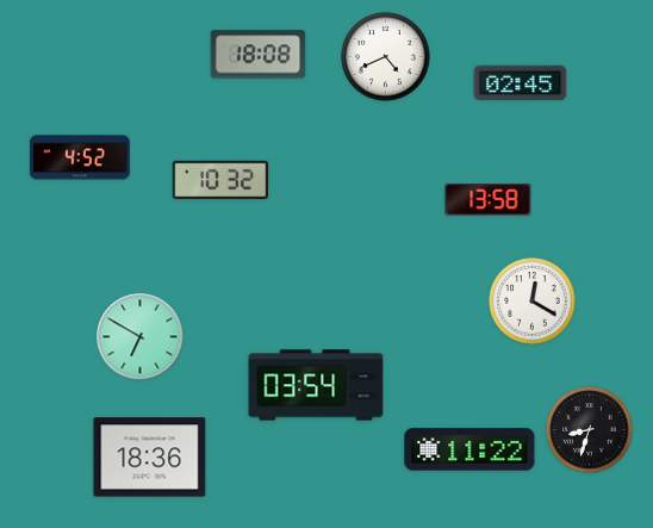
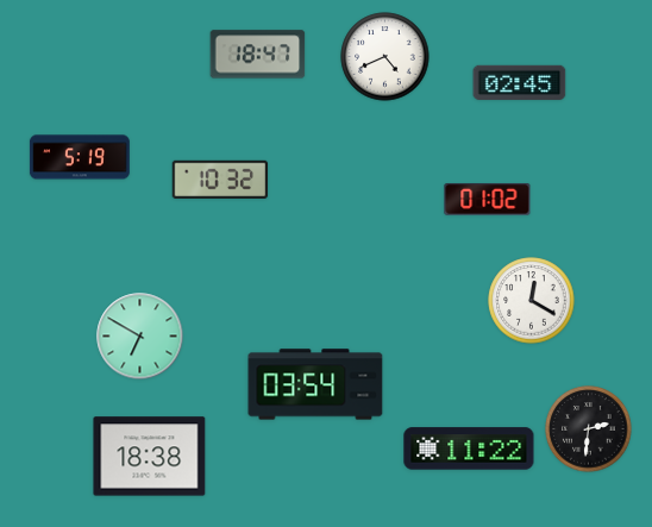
clock at (259, 55): 18:08 -> 18:47
clock at (80, 157): 4:52 -> 5:19
clock at (489, 200): 13:58 -> 01:02
clock at (590, 430): 8:33 -> 2:31
clock at (150, 458): 18:36 -> 18:38
